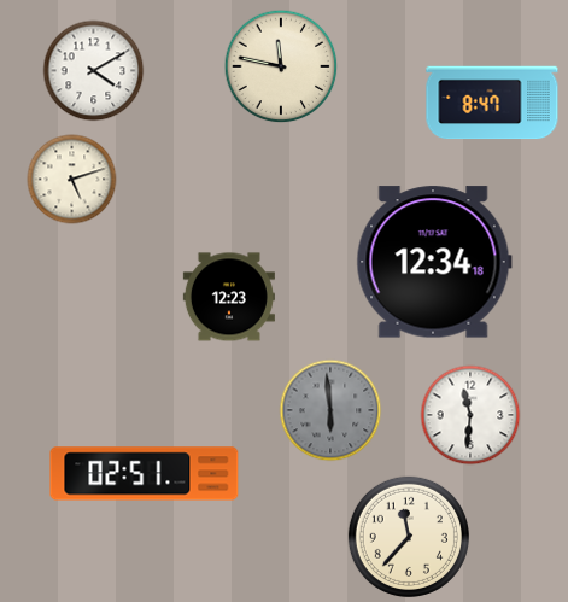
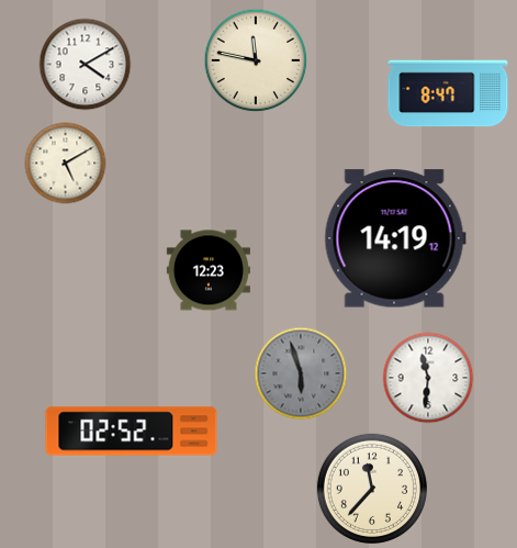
clock at (72, 180): 5:12 -> 5:10
clock at (434, 262): 12:34 -> 14:19
clock at (330, 410): 5:59 -> 5:57
clock at (145, 474): 02:51 -> 02:52
